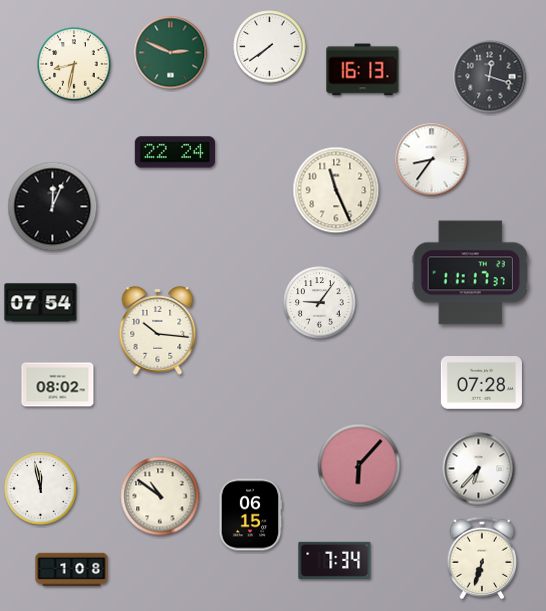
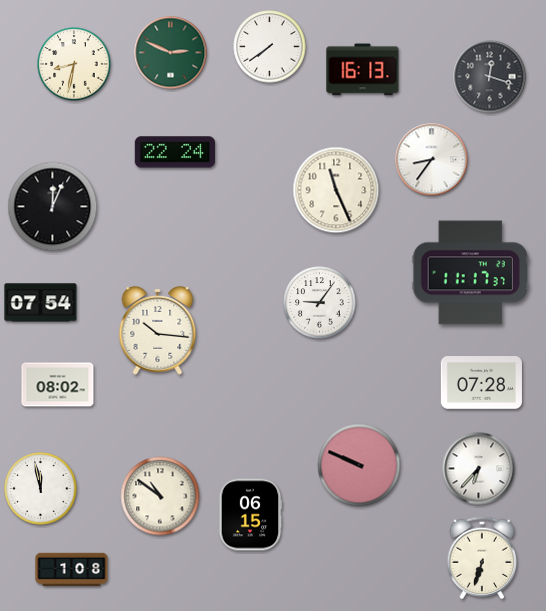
clock at (359, 465): 6:07 -> 9:49
clock at (335, 560): 7:34 -> none
